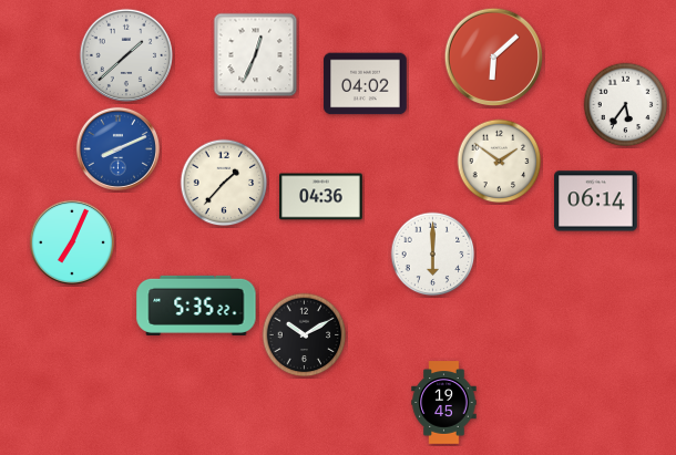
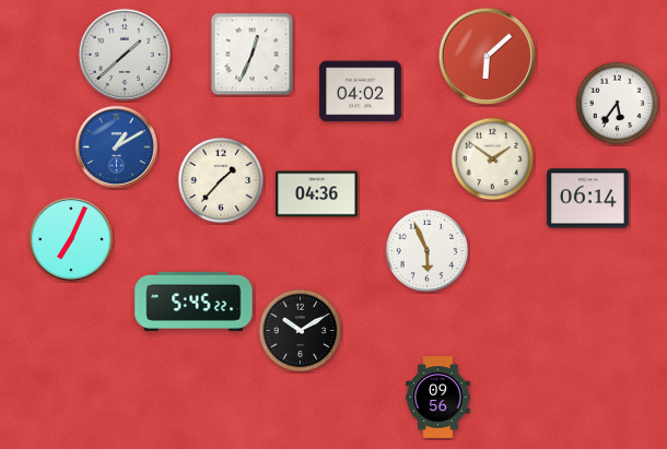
clock at (366, 84) position: (366, 84) -> (361, 92)
clock at (117, 148): 8:11 -> 1:10
clock at (433, 255): 6:00 -> 5:56
clock at (196, 306): 5:35 -> 5:45
clock at (444, 403): 19:45 -> 09:56
